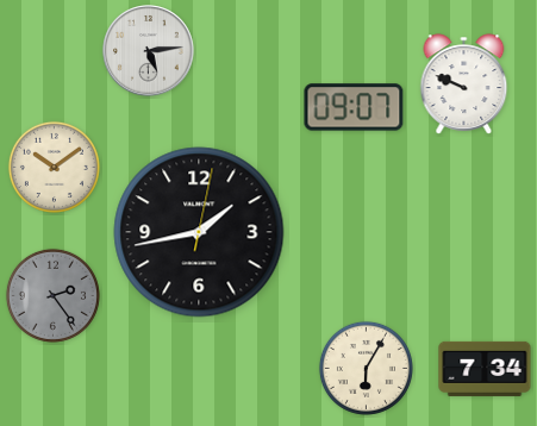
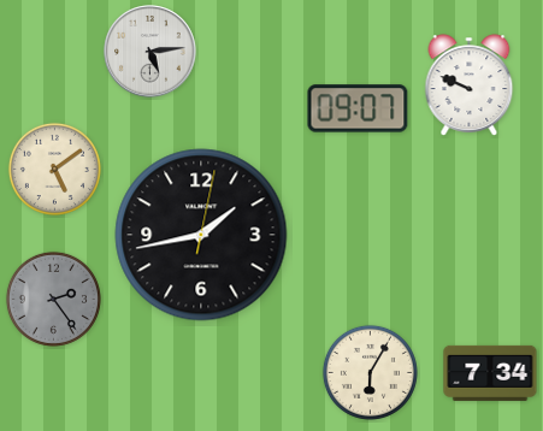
clock at (54, 167): 10:09 -> 5:09
